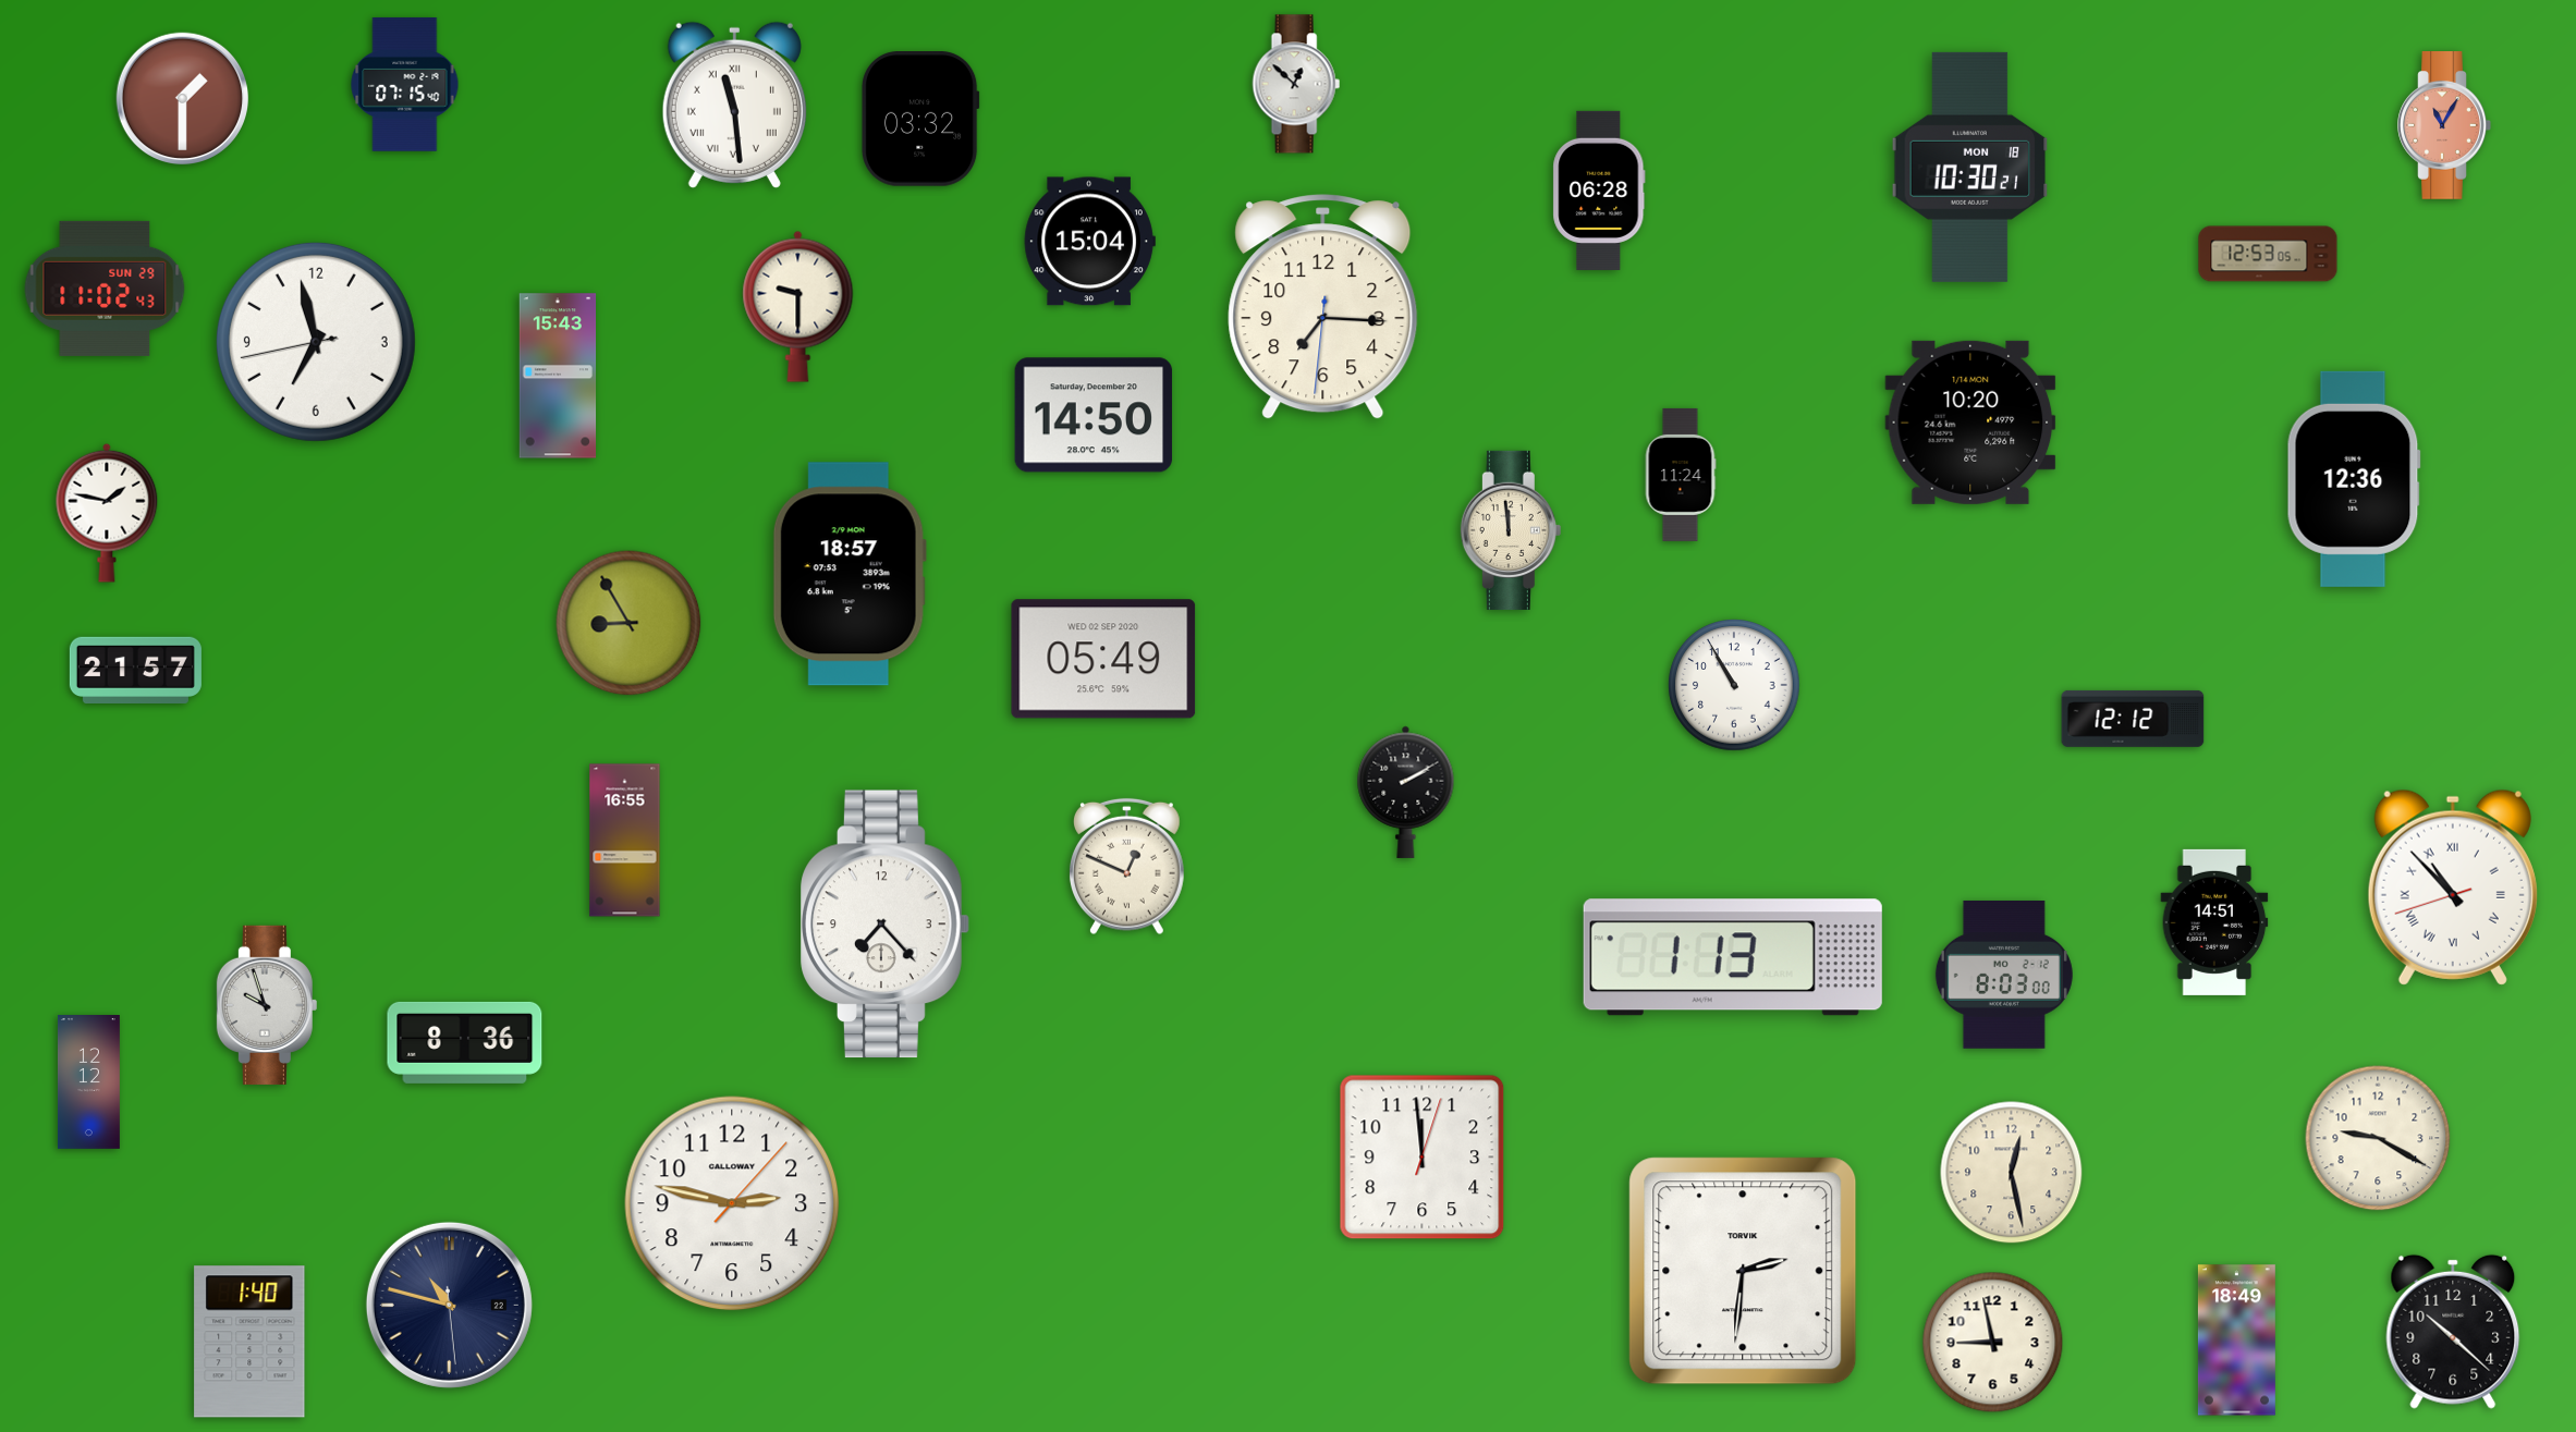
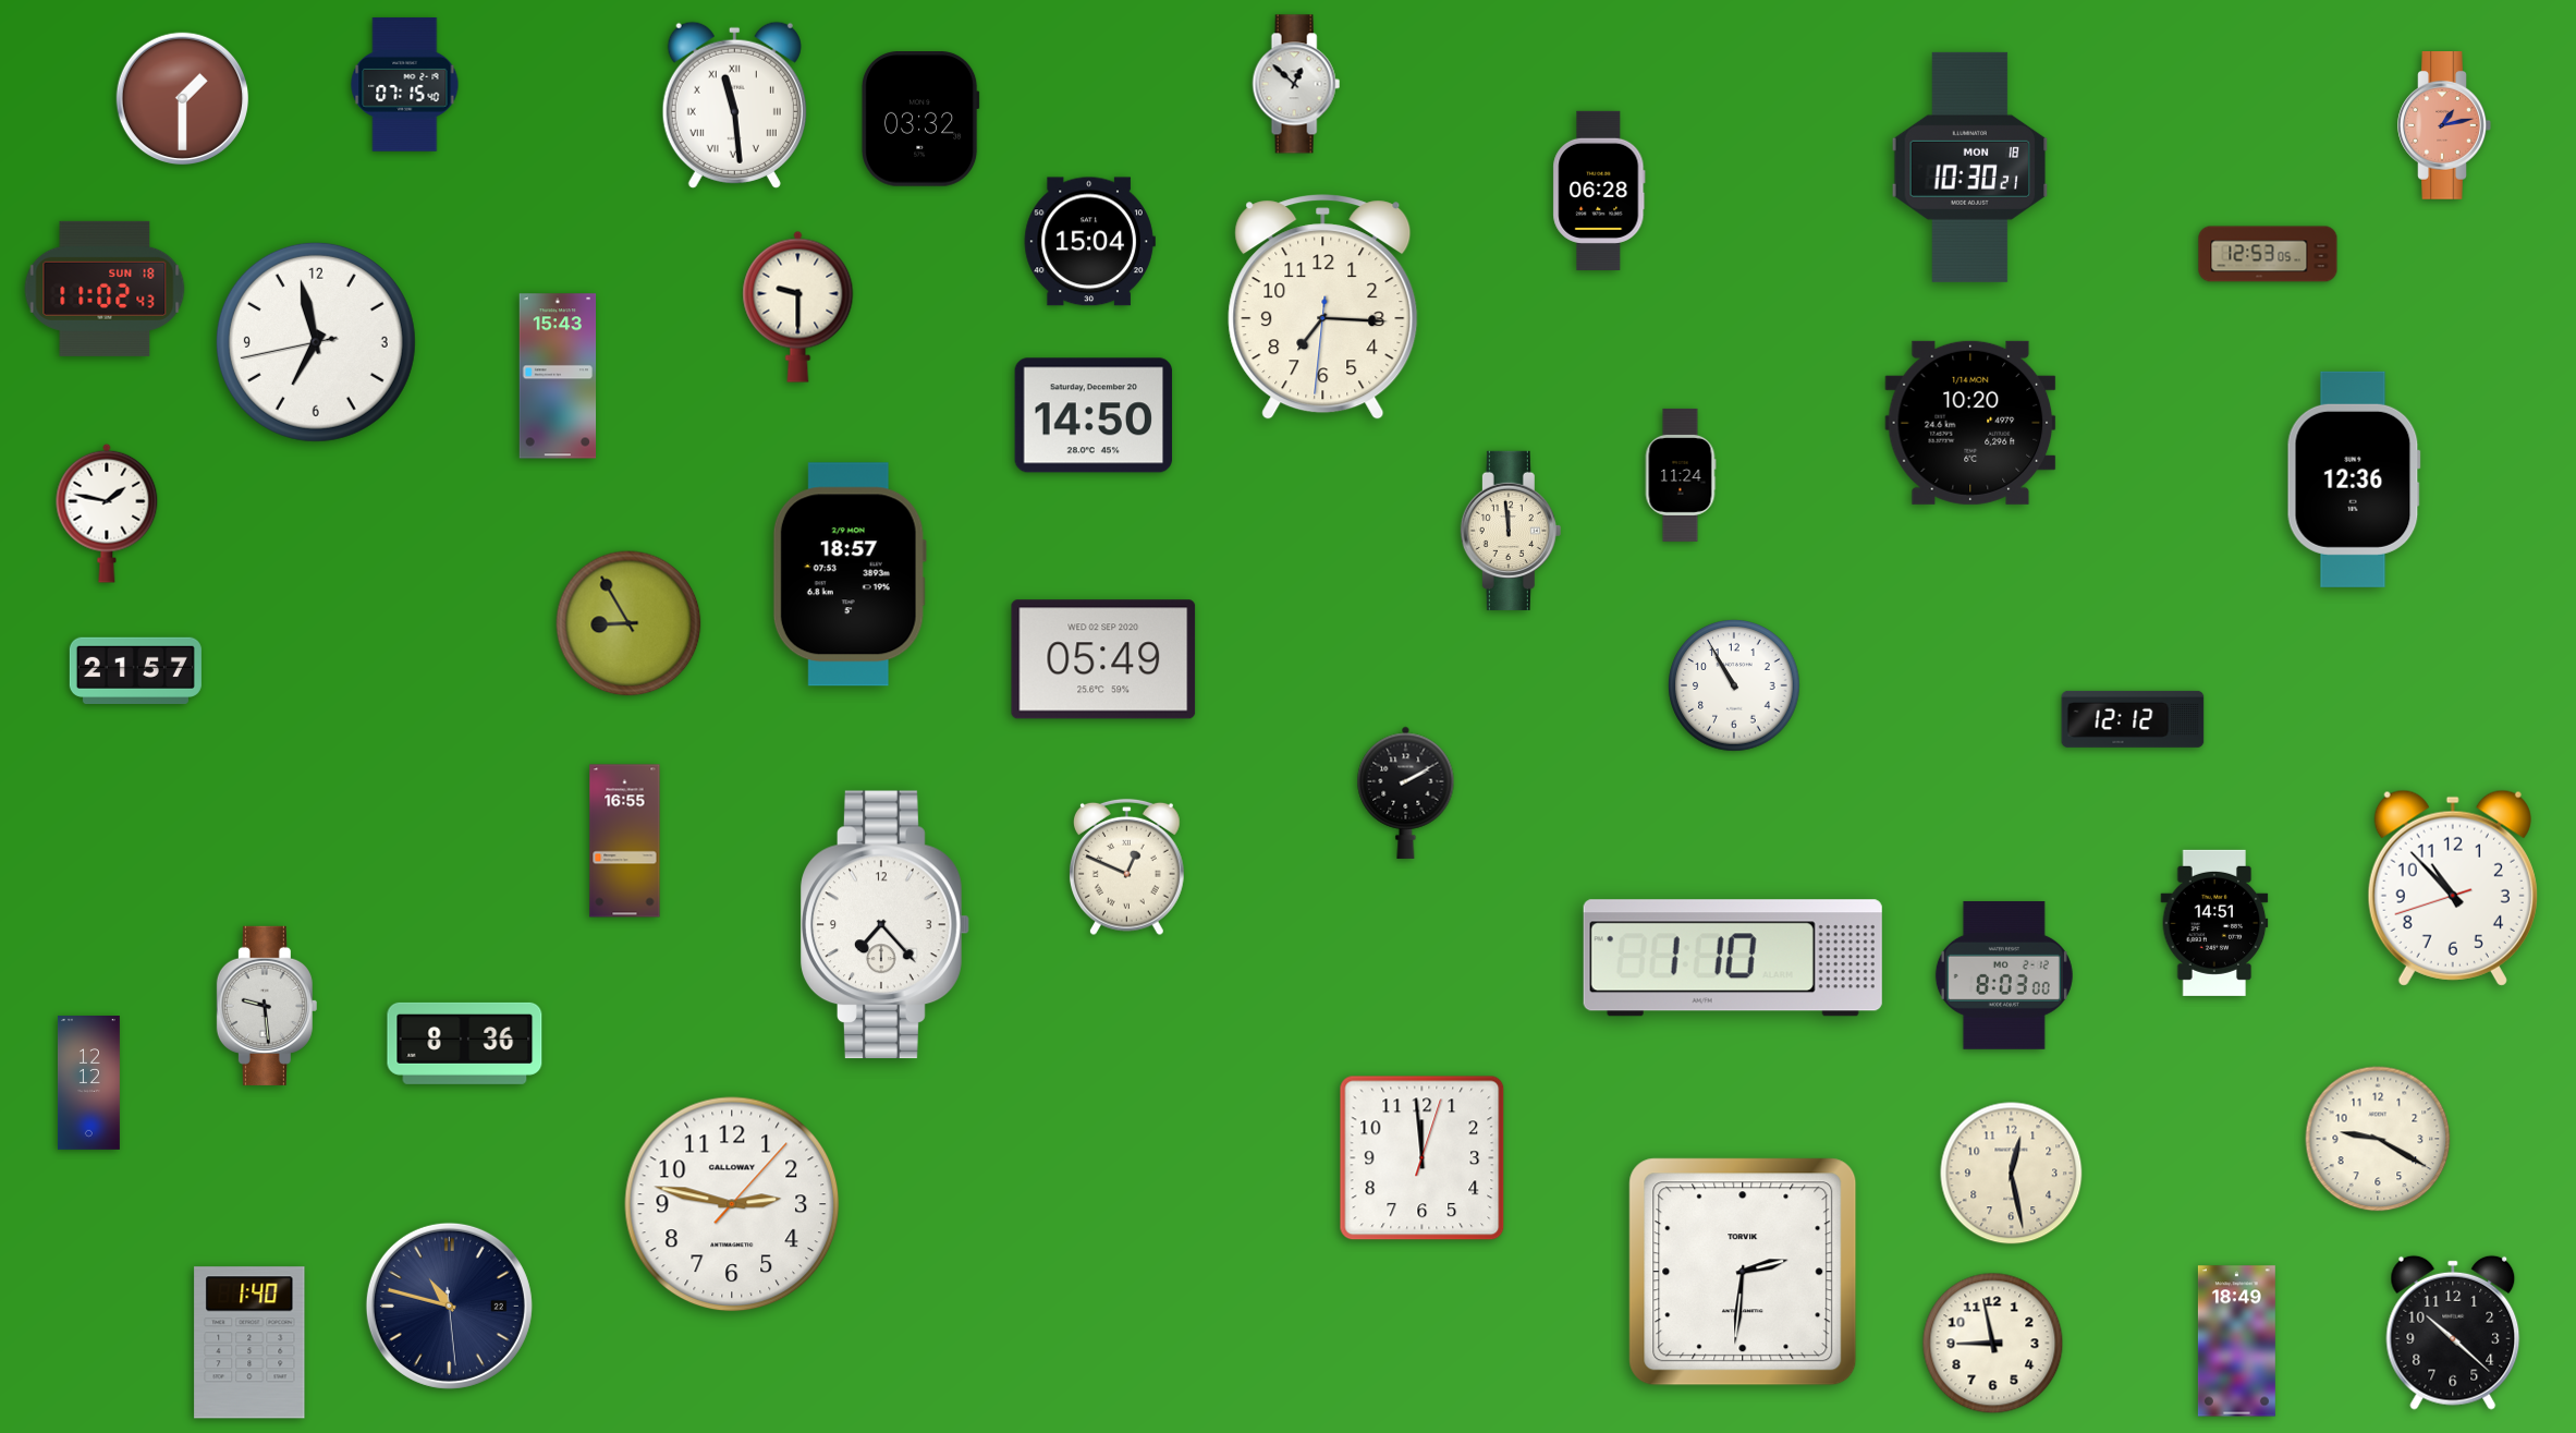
clock at (2444, 126): 11:05 -> 1:13
clock at (105, 289) date: SUN 29 -> SUN 18
clock at (2453, 888) numerals: Roman -> Arabic
clock at (1733, 957): 1:13 -> 1:10
clock at (267, 1005): 9:57 -> 9:29
